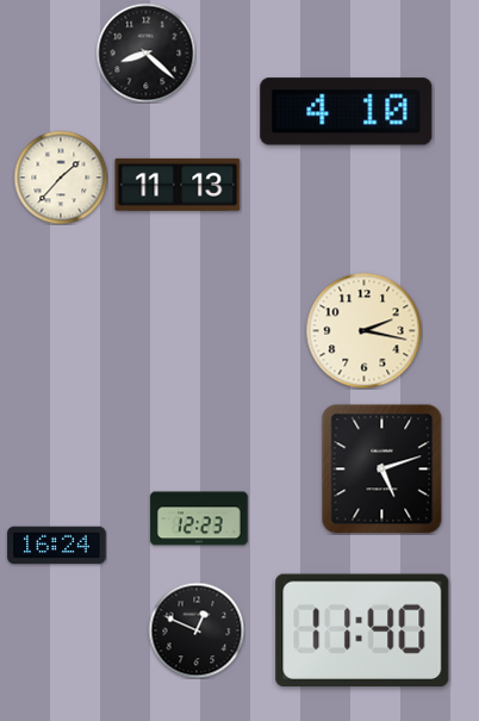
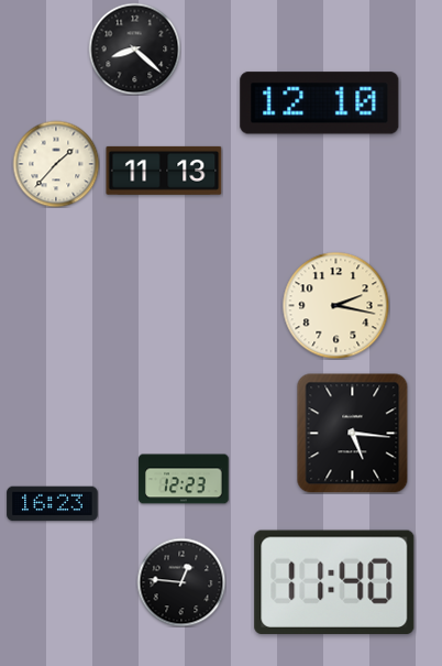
clock at (347, 112): 4:10 -> 12:10
clock at (382, 470): 5:12 -> 5:16
clock at (57, 546): 16:24 -> 16:23
clock at (197, 630): 12:49 -> 12:46
